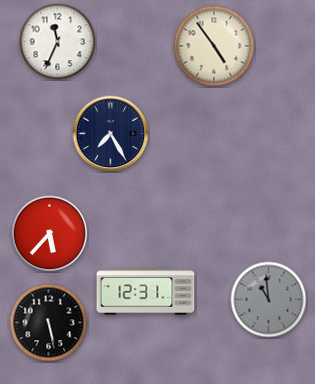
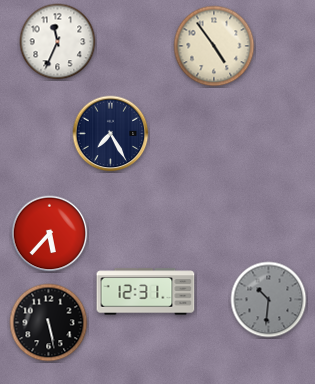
clock at (269, 300): 10:59 -> 10:31
